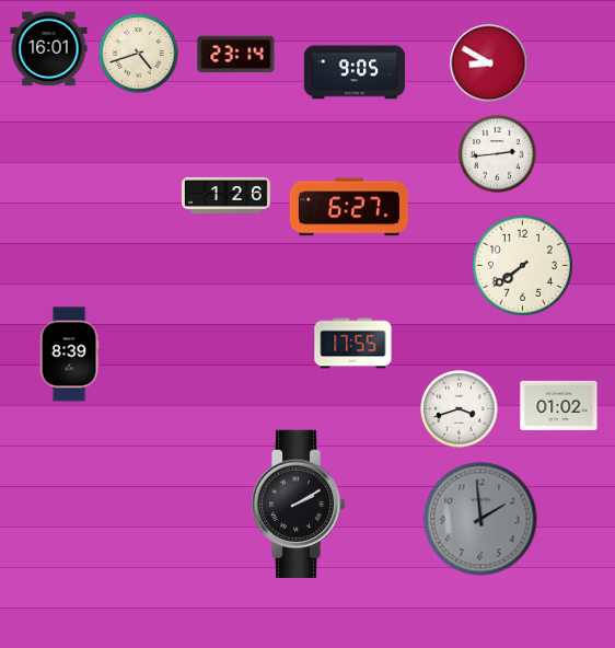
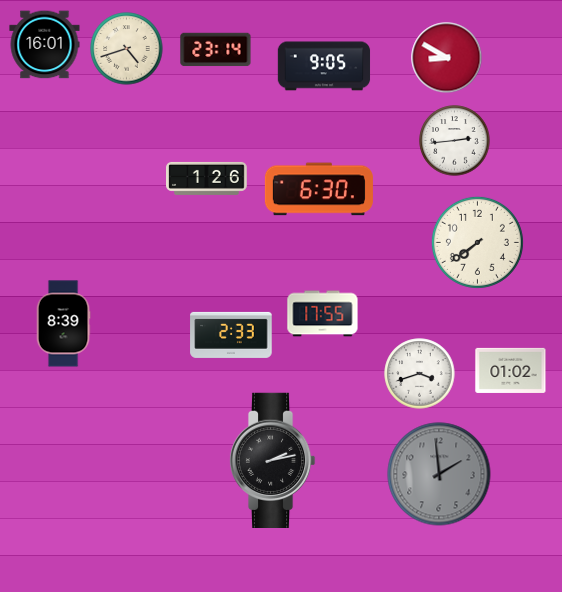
clock at (349, 207): 6:27 -> 6:30
clock at (231, 335): none -> 2:33
clock at (298, 504): 2:10 -> 2:13
